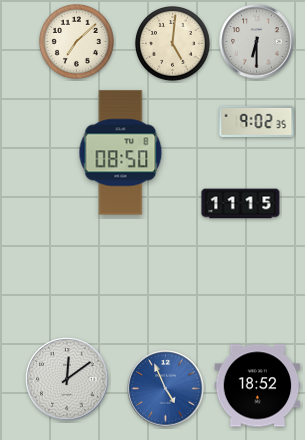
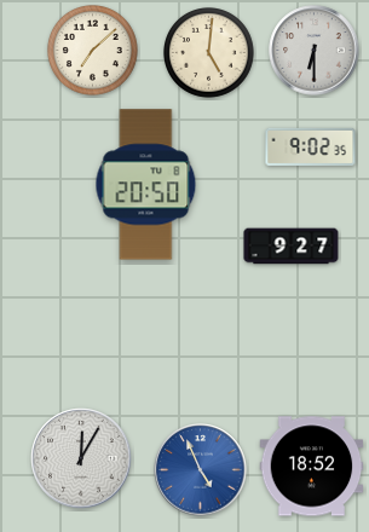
clock at (257, 42) position: (257, 42) -> (315, 51)
clock at (121, 153): 08:50 -> 20:50
clock at (241, 204): 11:15 -> 9:27
clock at (67, 379): 12:09 -> 12:05
